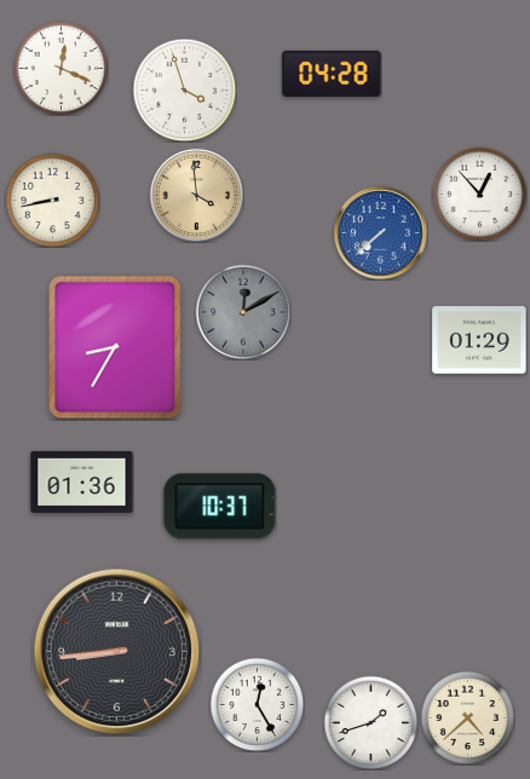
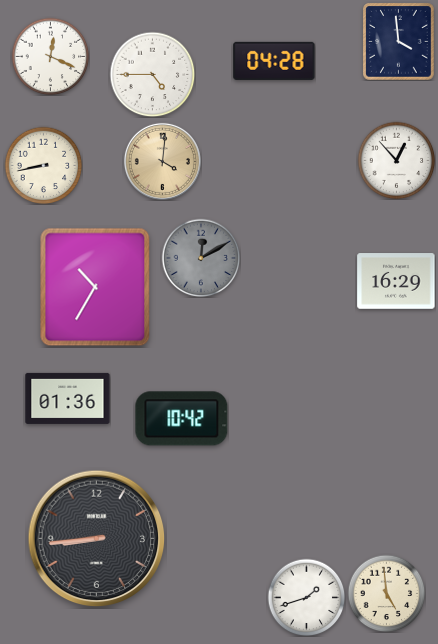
clock at (399, 42): none -> 3:59
clock at (184, 90): 3:57 -> 4:45
clock at (196, 195): 3:59 -> 4:01
clock at (380, 232): 7:38 -> none
clock at (479, 340): 01:29 -> 16:29
clock at (115, 347): 8:35 -> 10:35
clock at (220, 507): 10:37 -> 10:42
clock at (257, 704): 12:25 -> none
clock at (467, 717): 4:38 -> 4:59
